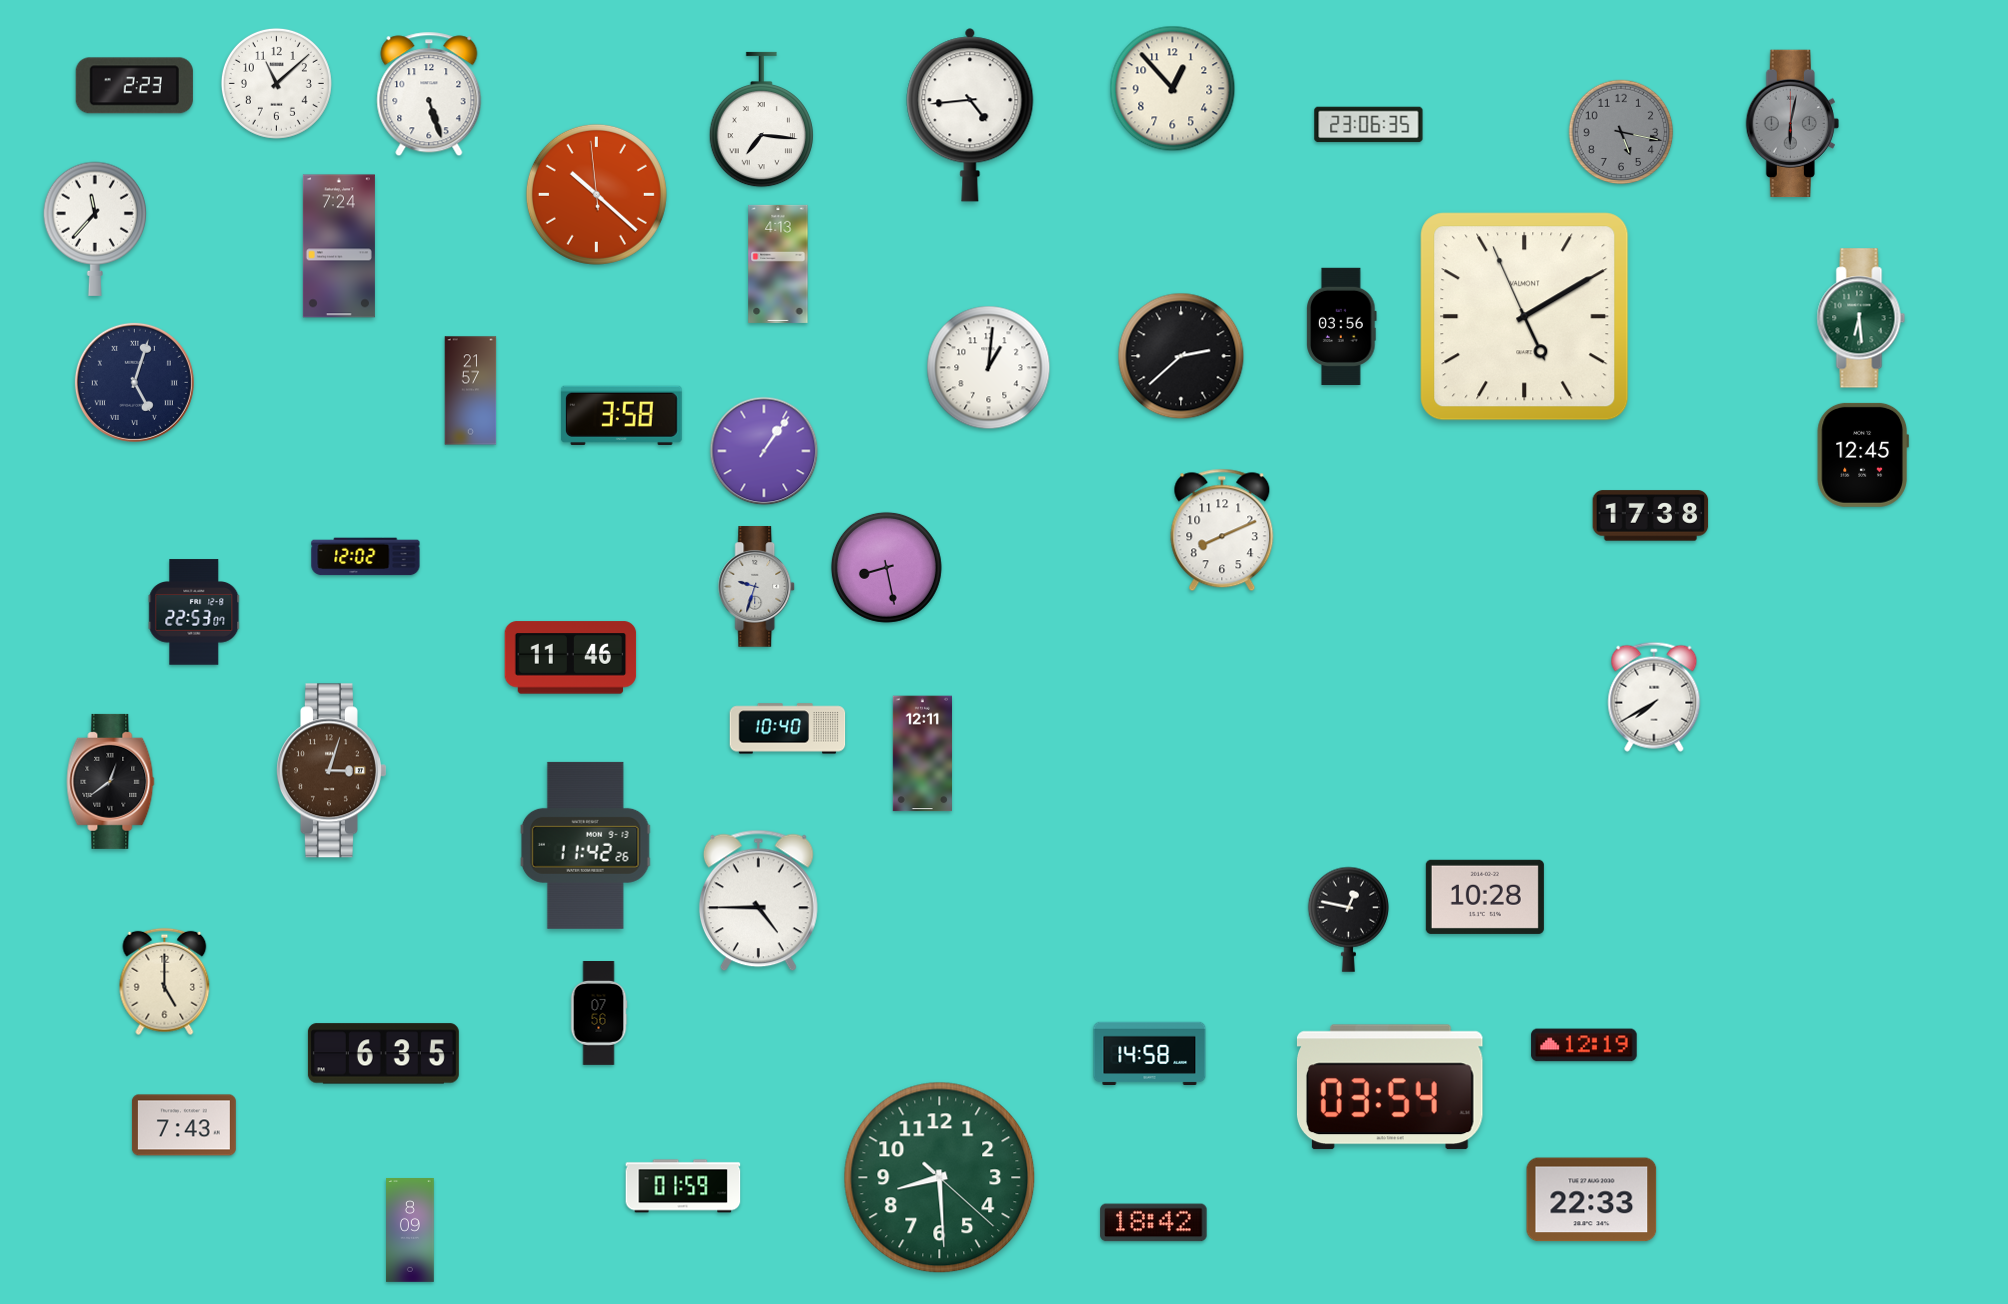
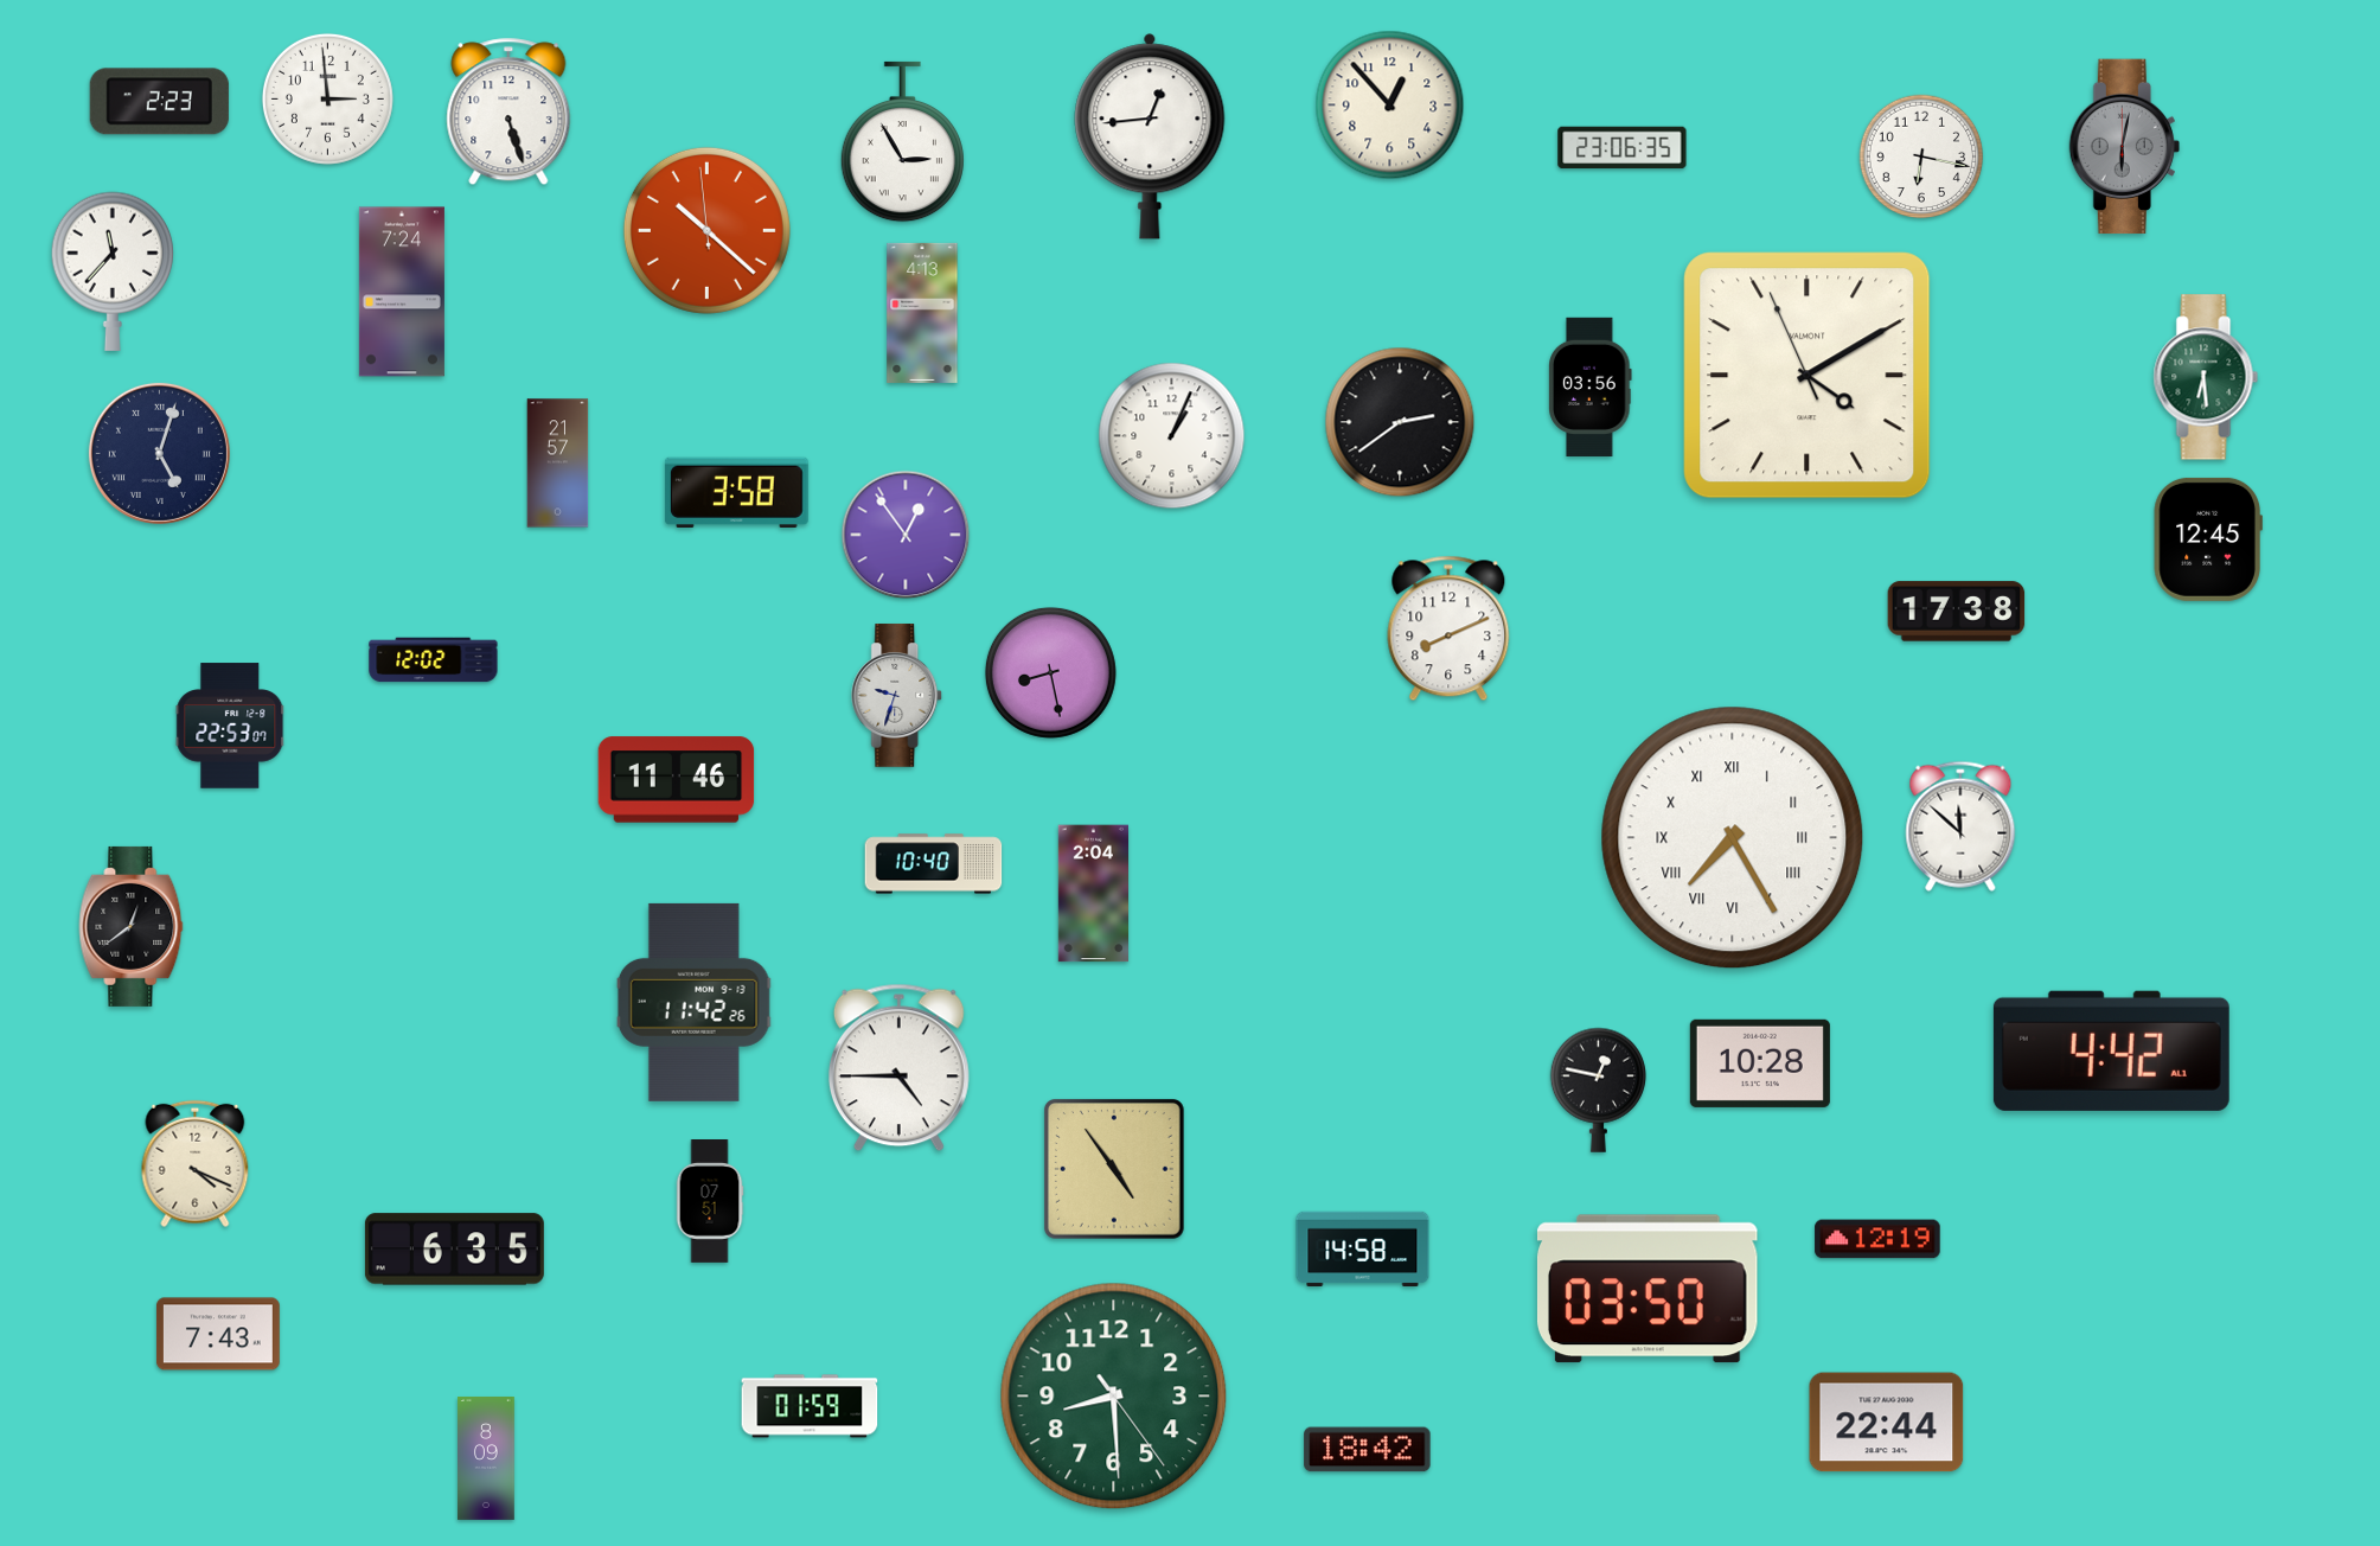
clock at (276, 83): 11:08 -> 2:59
clock at (970, 115): 4:44 -> 12:44
clock at (761, 120): 7:16 -> 2:55
clock at (1621, 132): 5:17 -> 6:17
clock at (1621, 132) dial: grey -> white
clock at (1525, 317): 5:09 -> 4:09
clock at (1181, 356): 2:38 -> 2:39
clock at (989, 368): 1:01 -> 1:04
clock at (764, 451): 1:06 -> 12:54
clock at (1654, 697): 7:40 -> 11:52
clock at (1733, 838): none -> 7:25
clock at (922, 754): 12:11 -> 2:04
clock at (331, 771): 3:03 -> none
clock at (2111, 1050): none -> 4:42
clock at (165, 982): 5:00 -> 4:19
clock at (1114, 1169): none -> 4:54
clock at (599, 1014): 07:56 -> 07:51
clock at (1390, 1087): 03:54 -> 03:50
clock at (940, 1178): 8:29:22 -> 8:29:24
clock at (1592, 1200): 22:33 -> 22:44
